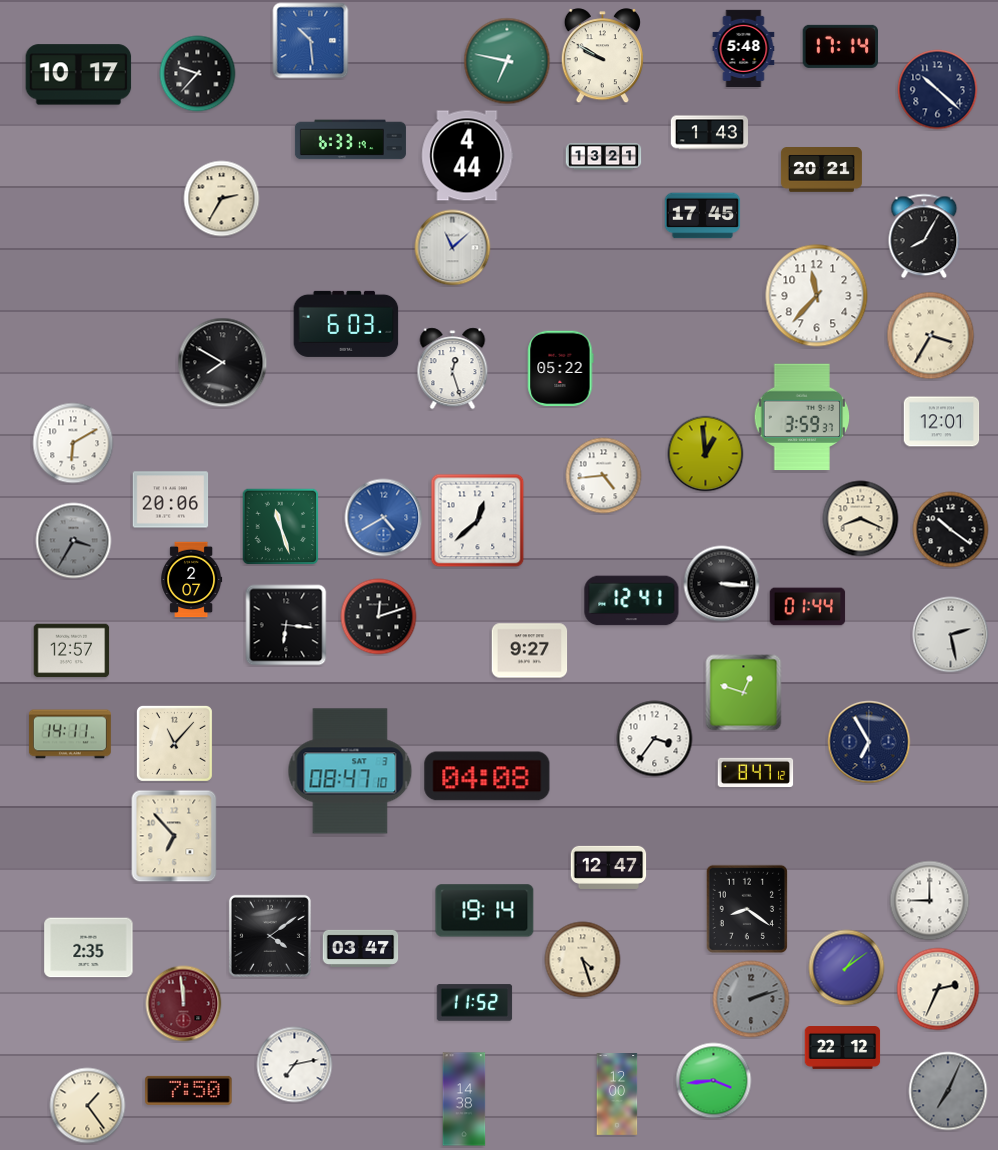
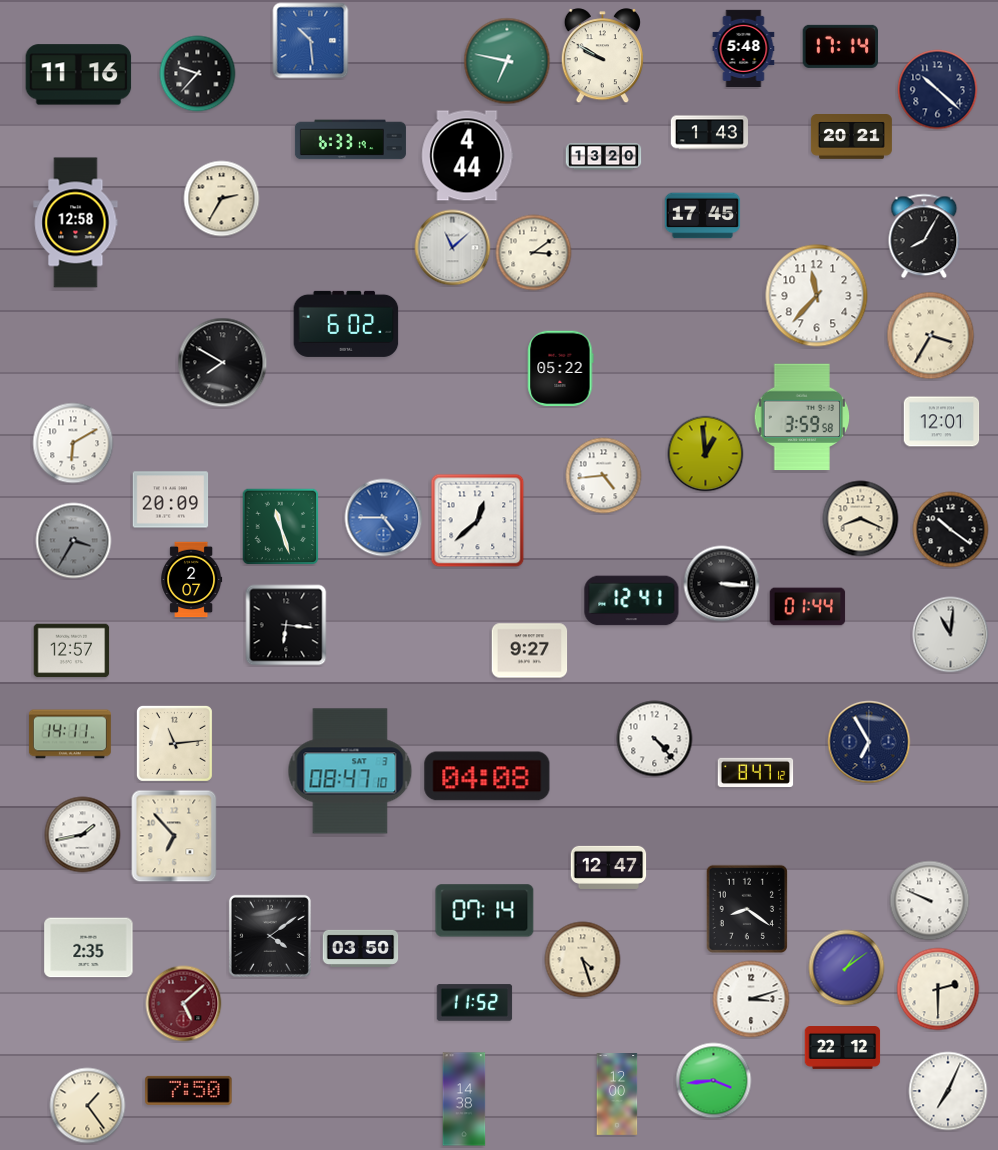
clock at (79, 75): 10:17 -> 11:16
clock at (604, 157): 13:21 -> 13:20
clock at (821, 170) position: (821, 170) -> (851, 137)
clock at (76, 223): none -> 12:58
clock at (534, 253): none -> 3:09
clock at (346, 324): 6:03 -> 6:02
clock at (453, 369): 12:27 -> none
clock at (801, 417): 3:59:37 -> 3:59:58
clock at (171, 500): 20:06 -> 20:09
clock at (384, 518): 4:40 -> 4:45
clock at (379, 617): 12:12 -> none
clock at (951, 635): 2:28 -> 11:01
clock at (744, 693): 12:48 -> none
clock at (655, 739): 3:36 -> 4:23
clock at (174, 743): 11:07 -> 11:14
clock at (83, 835): none -> 1:43
clock at (930, 901): 9:00 -> 9:49
clock at (485, 911): 19:14 -> 07:14
clock at (361, 948): 03:47 -> 03:50
clock at (938, 989): 2:34 -> 2:30
clock at (751, 999): 2:12 -> 3:12
clock at (751, 999) dial: grey -> white
clock at (184, 1004): 11:59 -> 5:08
clock at (295, 1065): 7:13 -> none
clock at (948, 1091) dial: grey -> white
